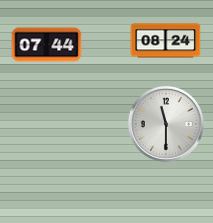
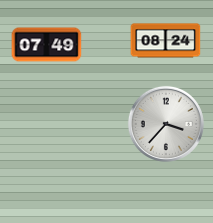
clock at (47, 45): 07:44 -> 07:49
clock at (166, 124): 11:30 -> 3:37
